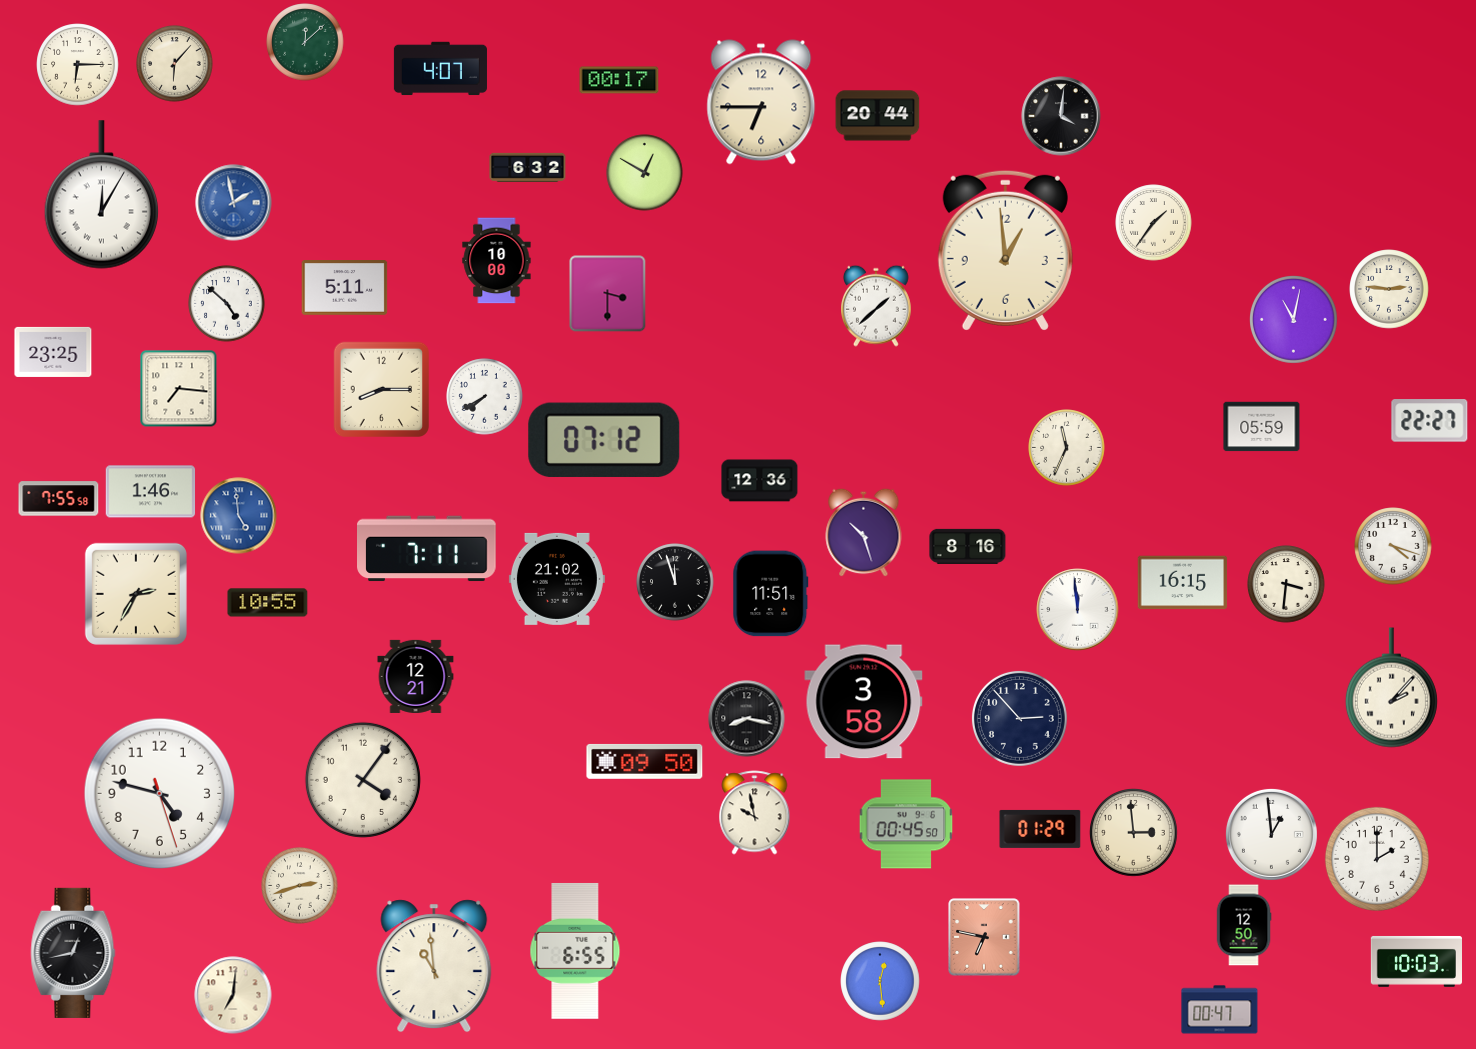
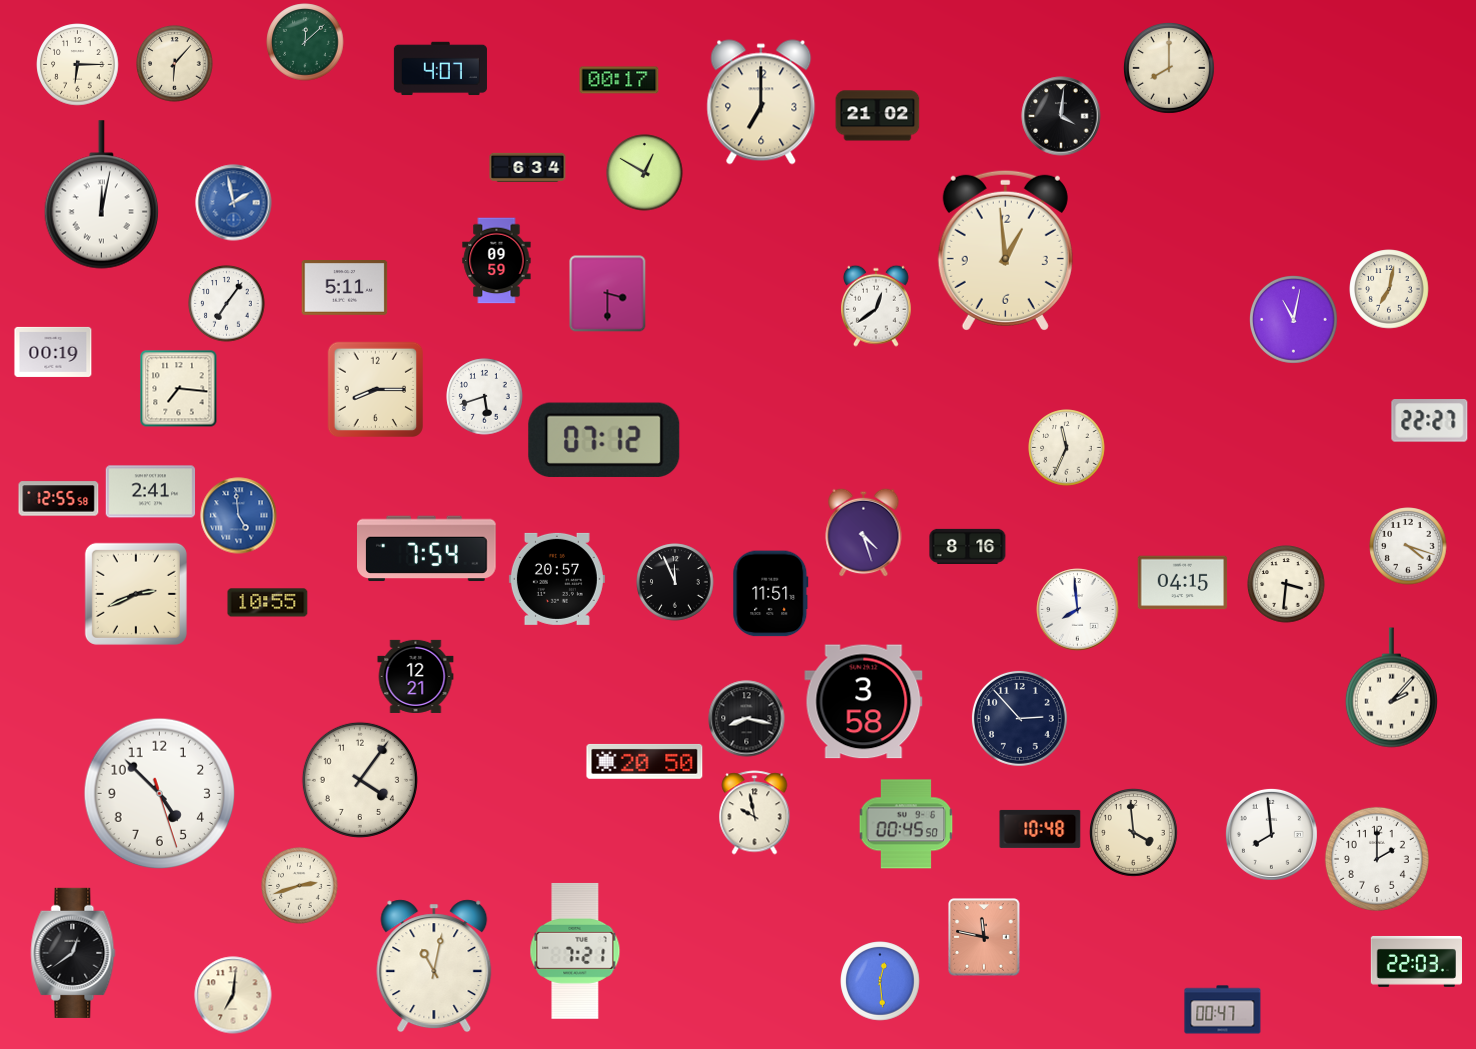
clock at (1169, 68): none -> 8:00
clock at (761, 102): 6:45 -> 7:00
clock at (878, 116): 20:44 -> 21:02
clock at (528, 167): 6:32 -> 6:34
clock at (101, 195): 12:05 -> 12:02
clock at (1154, 223): 1:36 -> none
clock at (497, 261): 10:00 -> 09:59
clock at (1389, 289): 2:46 -> 7:02
clock at (227, 304): 4:52 -> 7:06
clock at (877, 306): 1:38 -> 12:39
clock at (53, 352): 23:25 -> 00:19
clock at (381, 389) position: (381, 389) -> (375, 389)
clock at (485, 397): 7:40 -> 5:42
clock at (1262, 427): 05:59 -> none
clock at (760, 481): 12:36 -> none
clock at (151, 492): 1:46 -> 2:41
clock at (59, 499): 7:55 -> 12:55
clock at (864, 532): 10:27 -> 4:27
clock at (1393, 546) position: (1393, 546) -> (1408, 546)
clock at (427, 549): 7:11 -> 7:54
clock at (557, 579): 21:02 -> 20:57
clock at (675, 582): 11:57 -> 11:56
clock at (1183, 583): 16:15 -> 04:15
clock at (136, 594): 2:35 -> 2:41
clock at (1078, 610): 11:59 -> 7:59
clock at (645, 761): 09:50 -> 20:50
clock at (363, 780) position: (363, 780) -> (360, 780)
clock at (160, 794): 4:47 -> 4:52
clock at (1040, 829): 01:29 -> 10:48
clock at (1134, 833): 2:59 -> 3:59
clock at (1271, 834): 12:59 -> 7:59
clock at (1244, 925): 12:50 -> none
clock at (984, 937): 6:47 -> 11:47
clock at (575, 951): 6:55 -> 7:21
clock at (73, 953): 12:43 -> 12:39
clock at (1416, 961): 10:03 -> 22:03
clock at (434, 966): 10:59 -> 11:02
clock at (1220, 1010) position: (1220, 1010) -> (1223, 1010)
